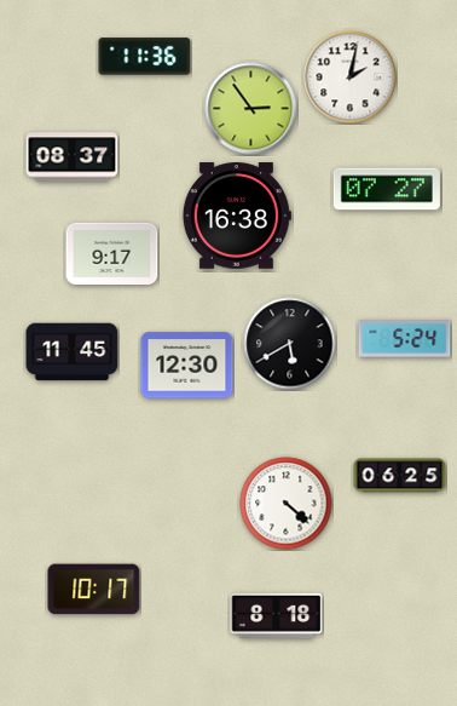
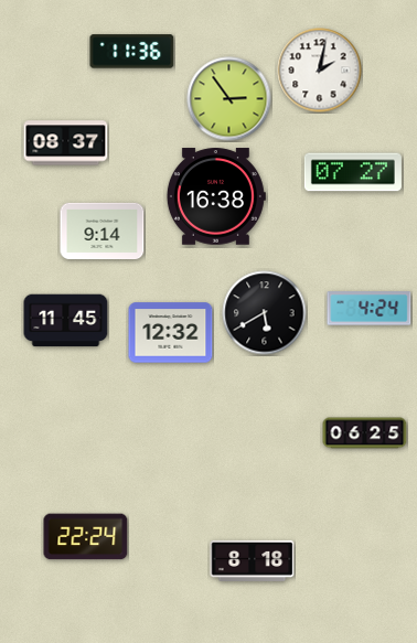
clock at (112, 253): 9:17 -> 9:14
clock at (405, 339): 5:24 -> 4:24
clock at (187, 366): 12:30 -> 12:32
clock at (287, 504): 4:22 -> none
clock at (94, 590): 10:17 -> 22:24
